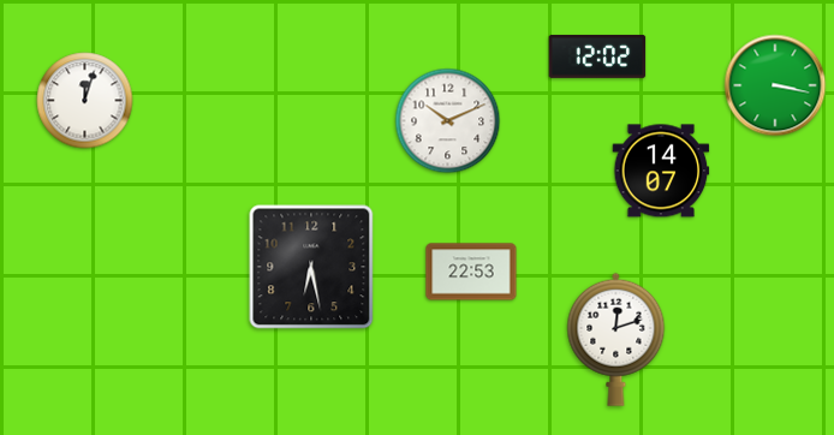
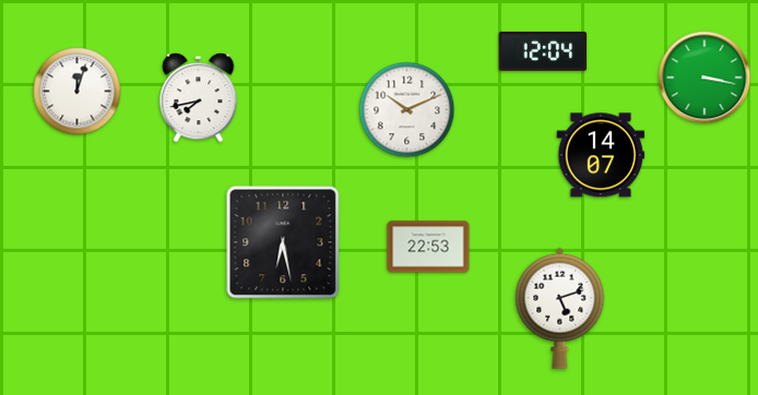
clock at (597, 56): 12:02 -> 12:04
clock at (199, 98): none -> 7:43
clock at (616, 339): 12:12 -> 5:12
